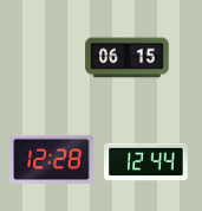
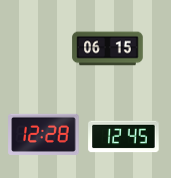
clock at (146, 162): 12:44 -> 12:45
